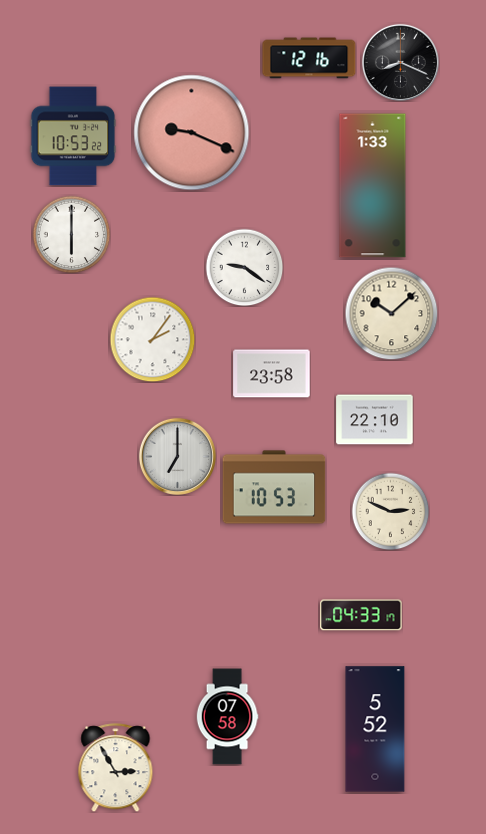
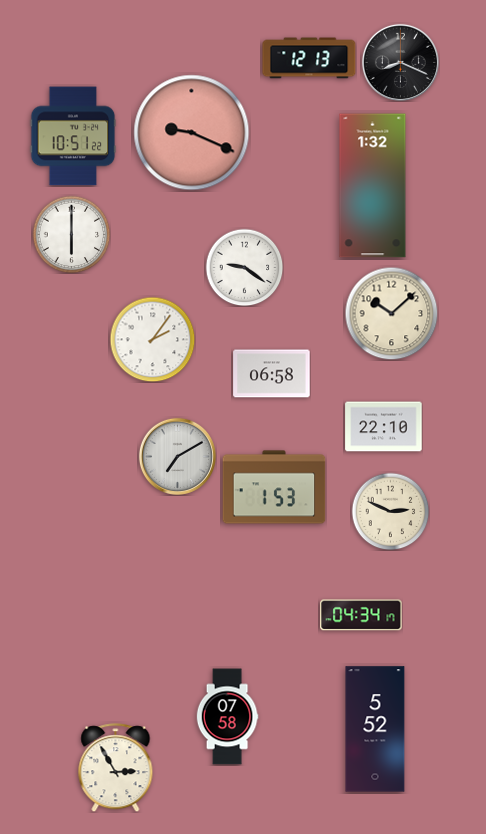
clock at (309, 58): 12:16 -> 12:13
clock at (73, 136): 10:53 -> 10:51
clock at (373, 186): 1:33 -> 1:32
clock at (272, 374): 23:58 -> 06:58
clock at (375, 420) position: (375, 420) -> (384, 427)
clock at (177, 456): 7:00 -> 7:10
clock at (274, 487): 10:53 -> 1:53
clock at (361, 615): 04:33 -> 04:34
